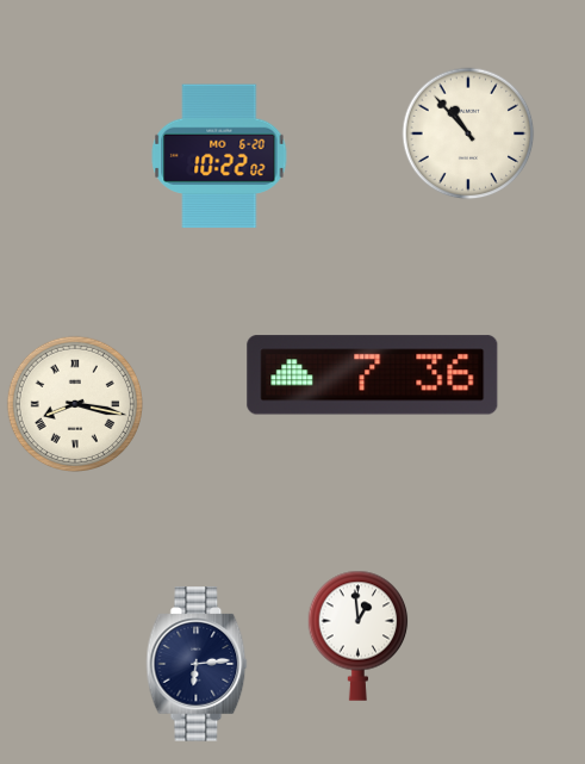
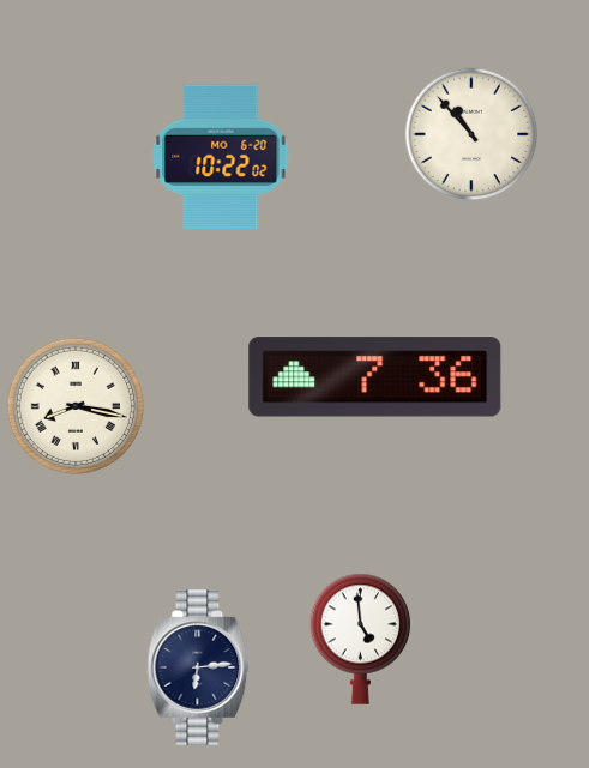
clock at (359, 635): 12:59 -> 4:59
